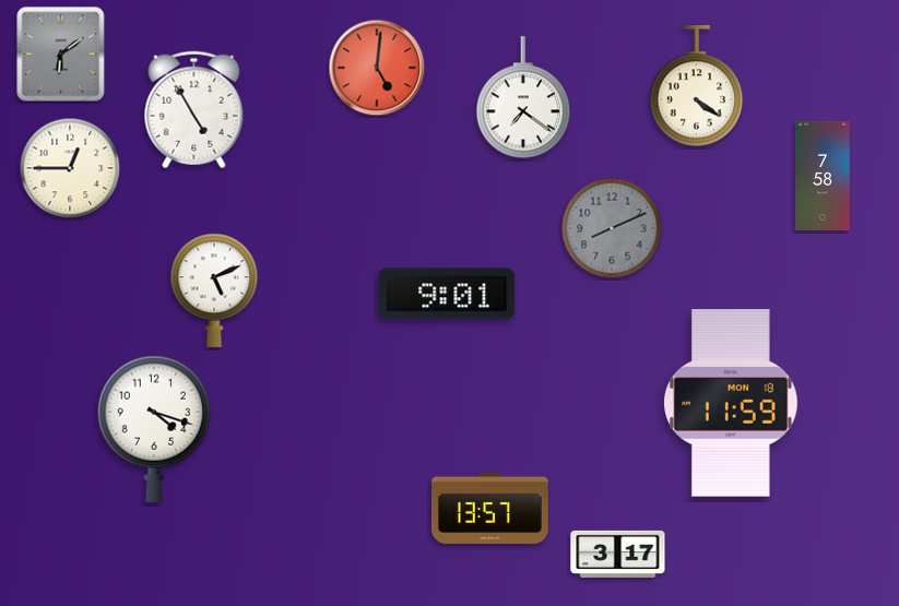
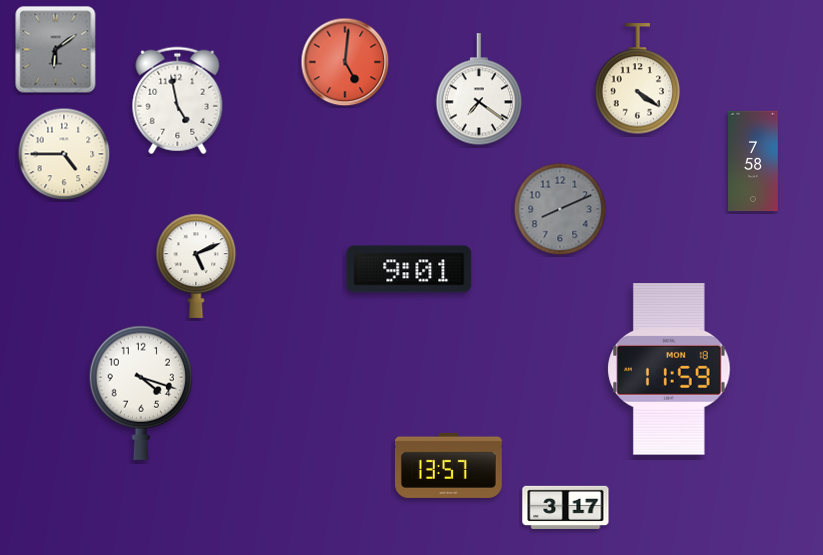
clock at (194, 110): 4:55 -> 4:58
clock at (70, 168): 12:45 -> 4:45
